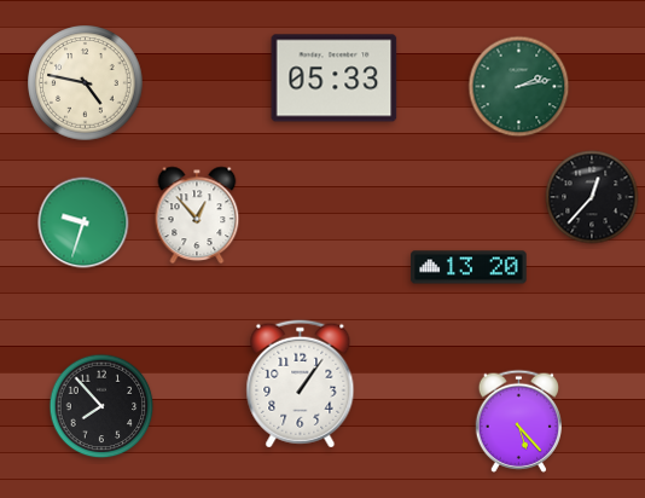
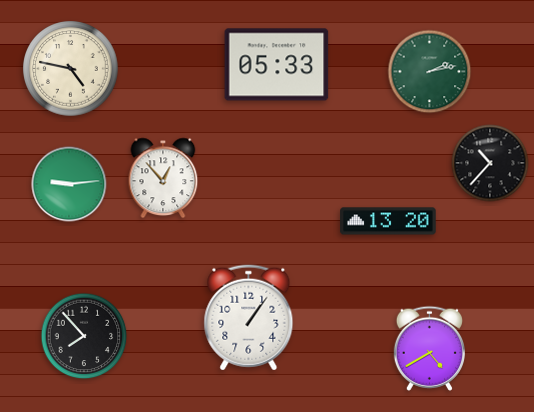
clock at (592, 197): 12:37 -> 10:37
clock at (83, 222): 9:33 -> 9:14
clock at (518, 421): 5:23 -> 4:40
